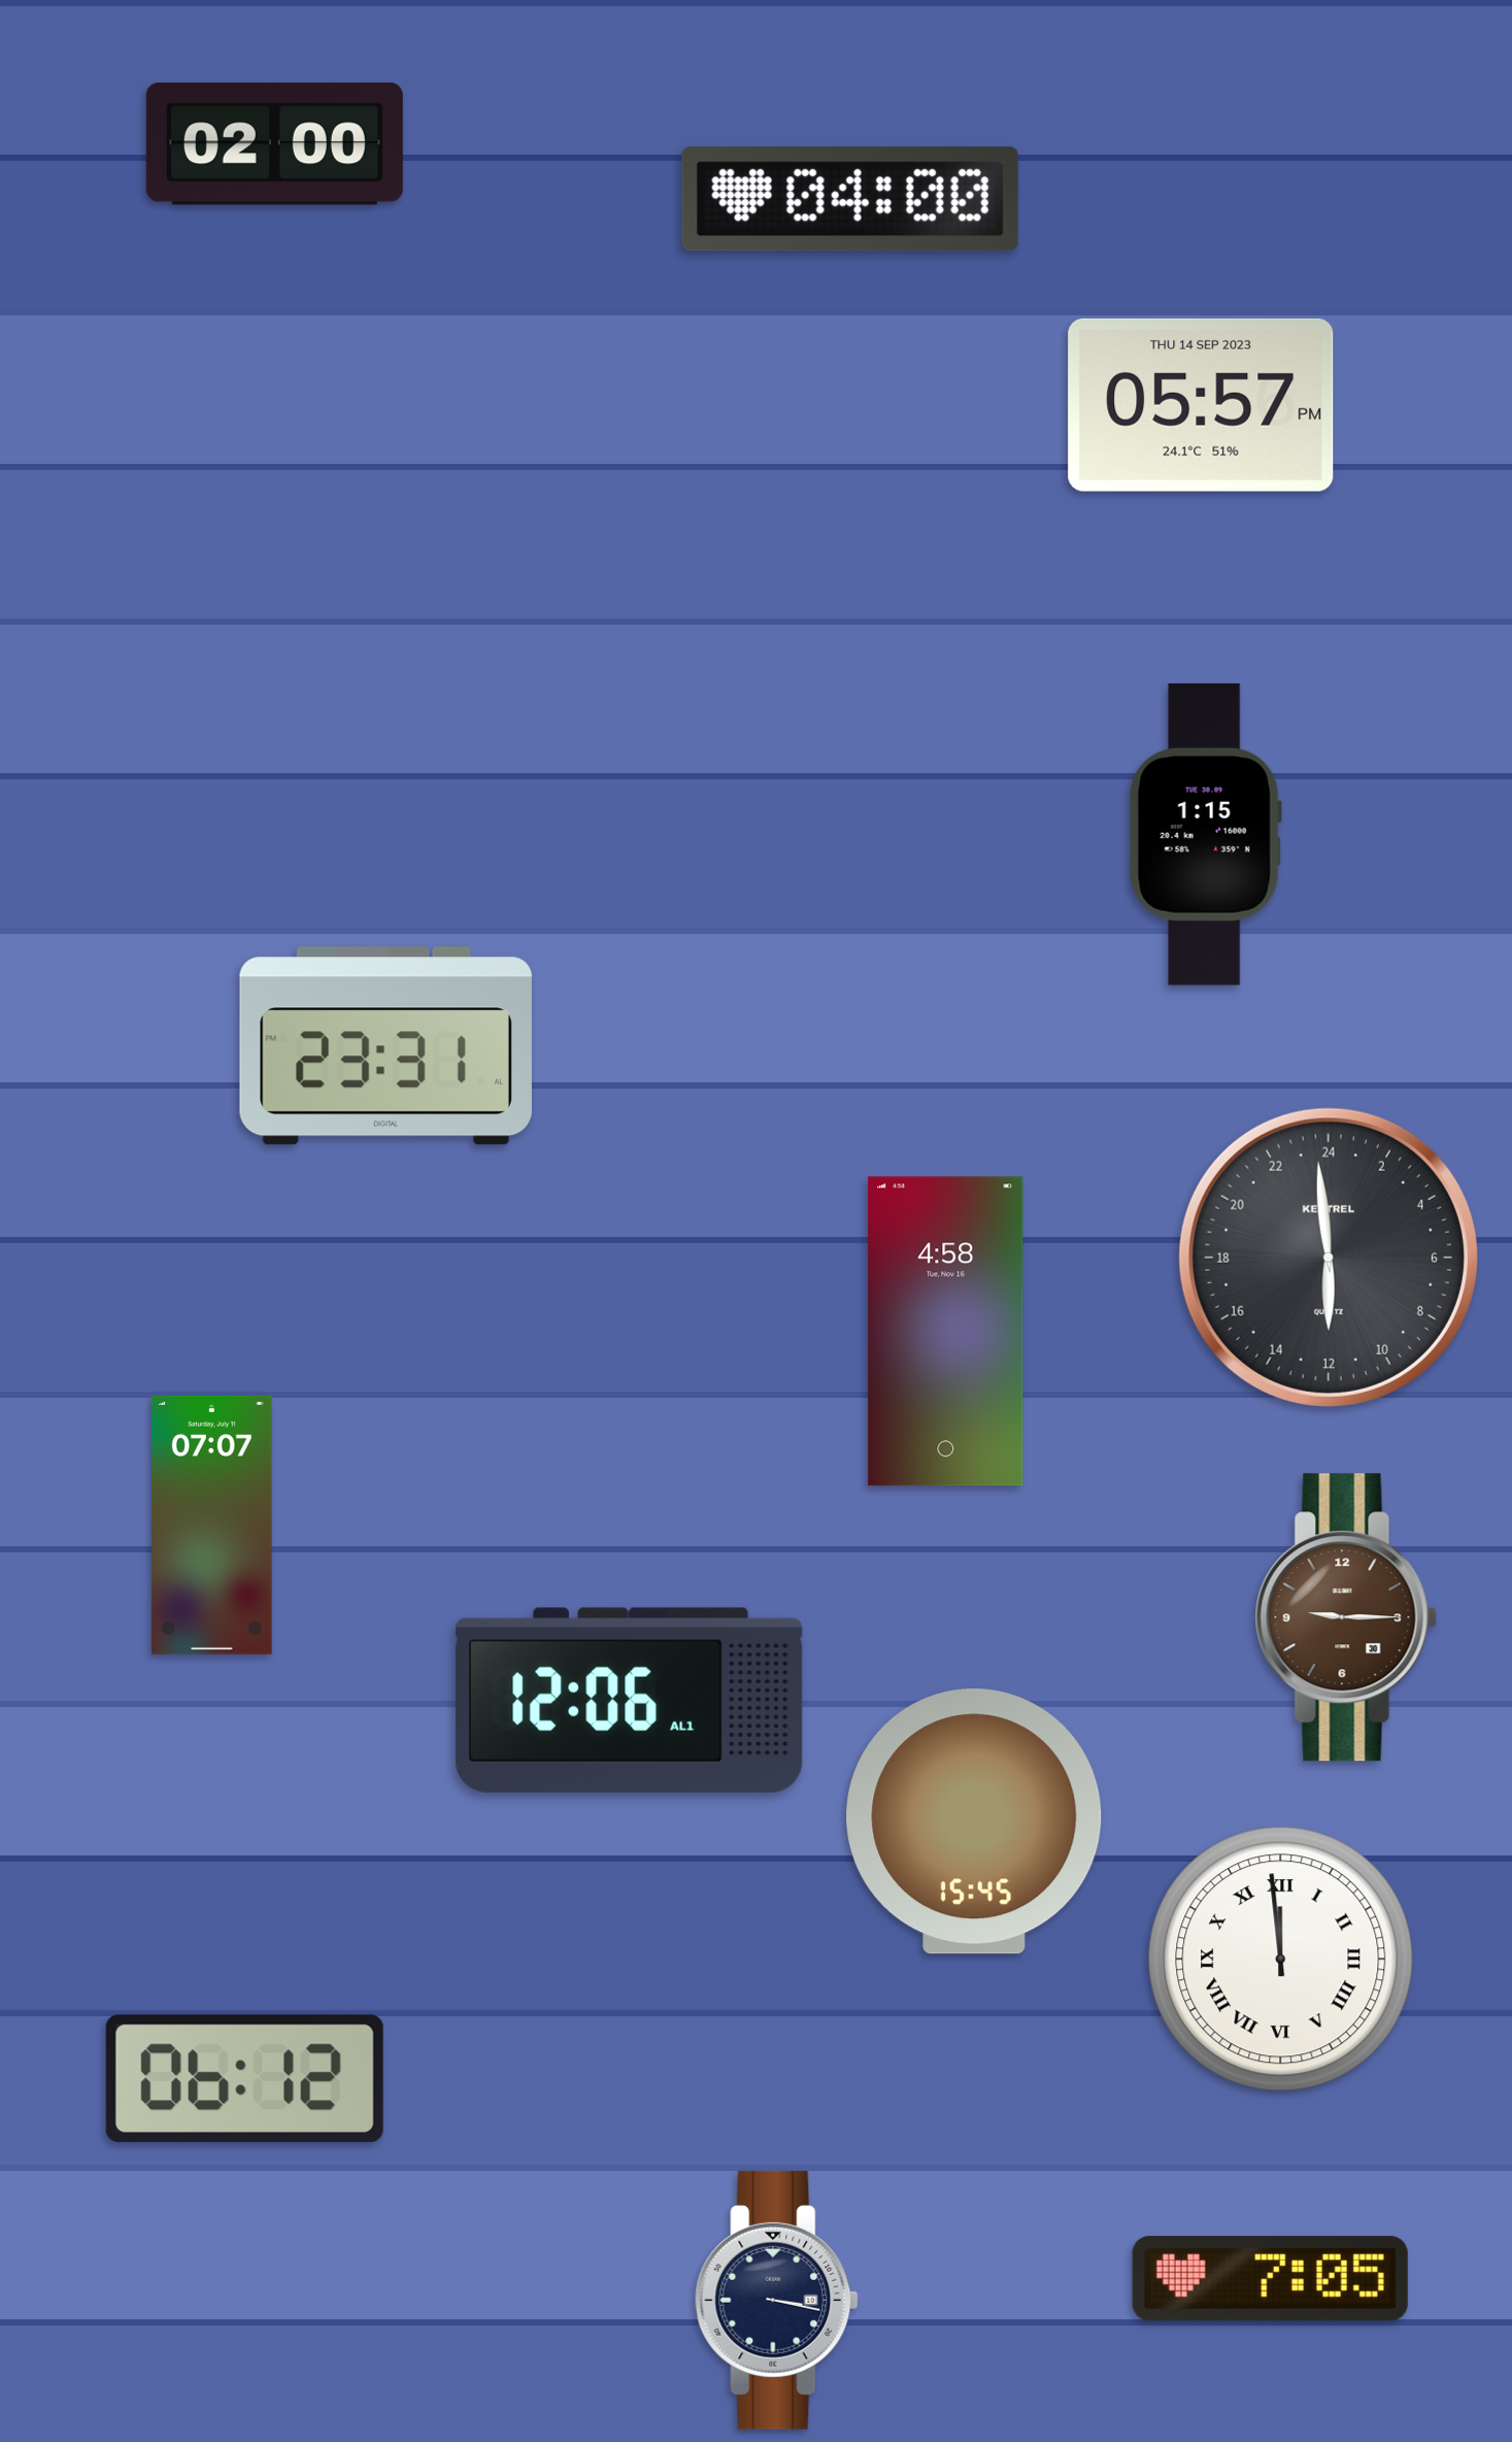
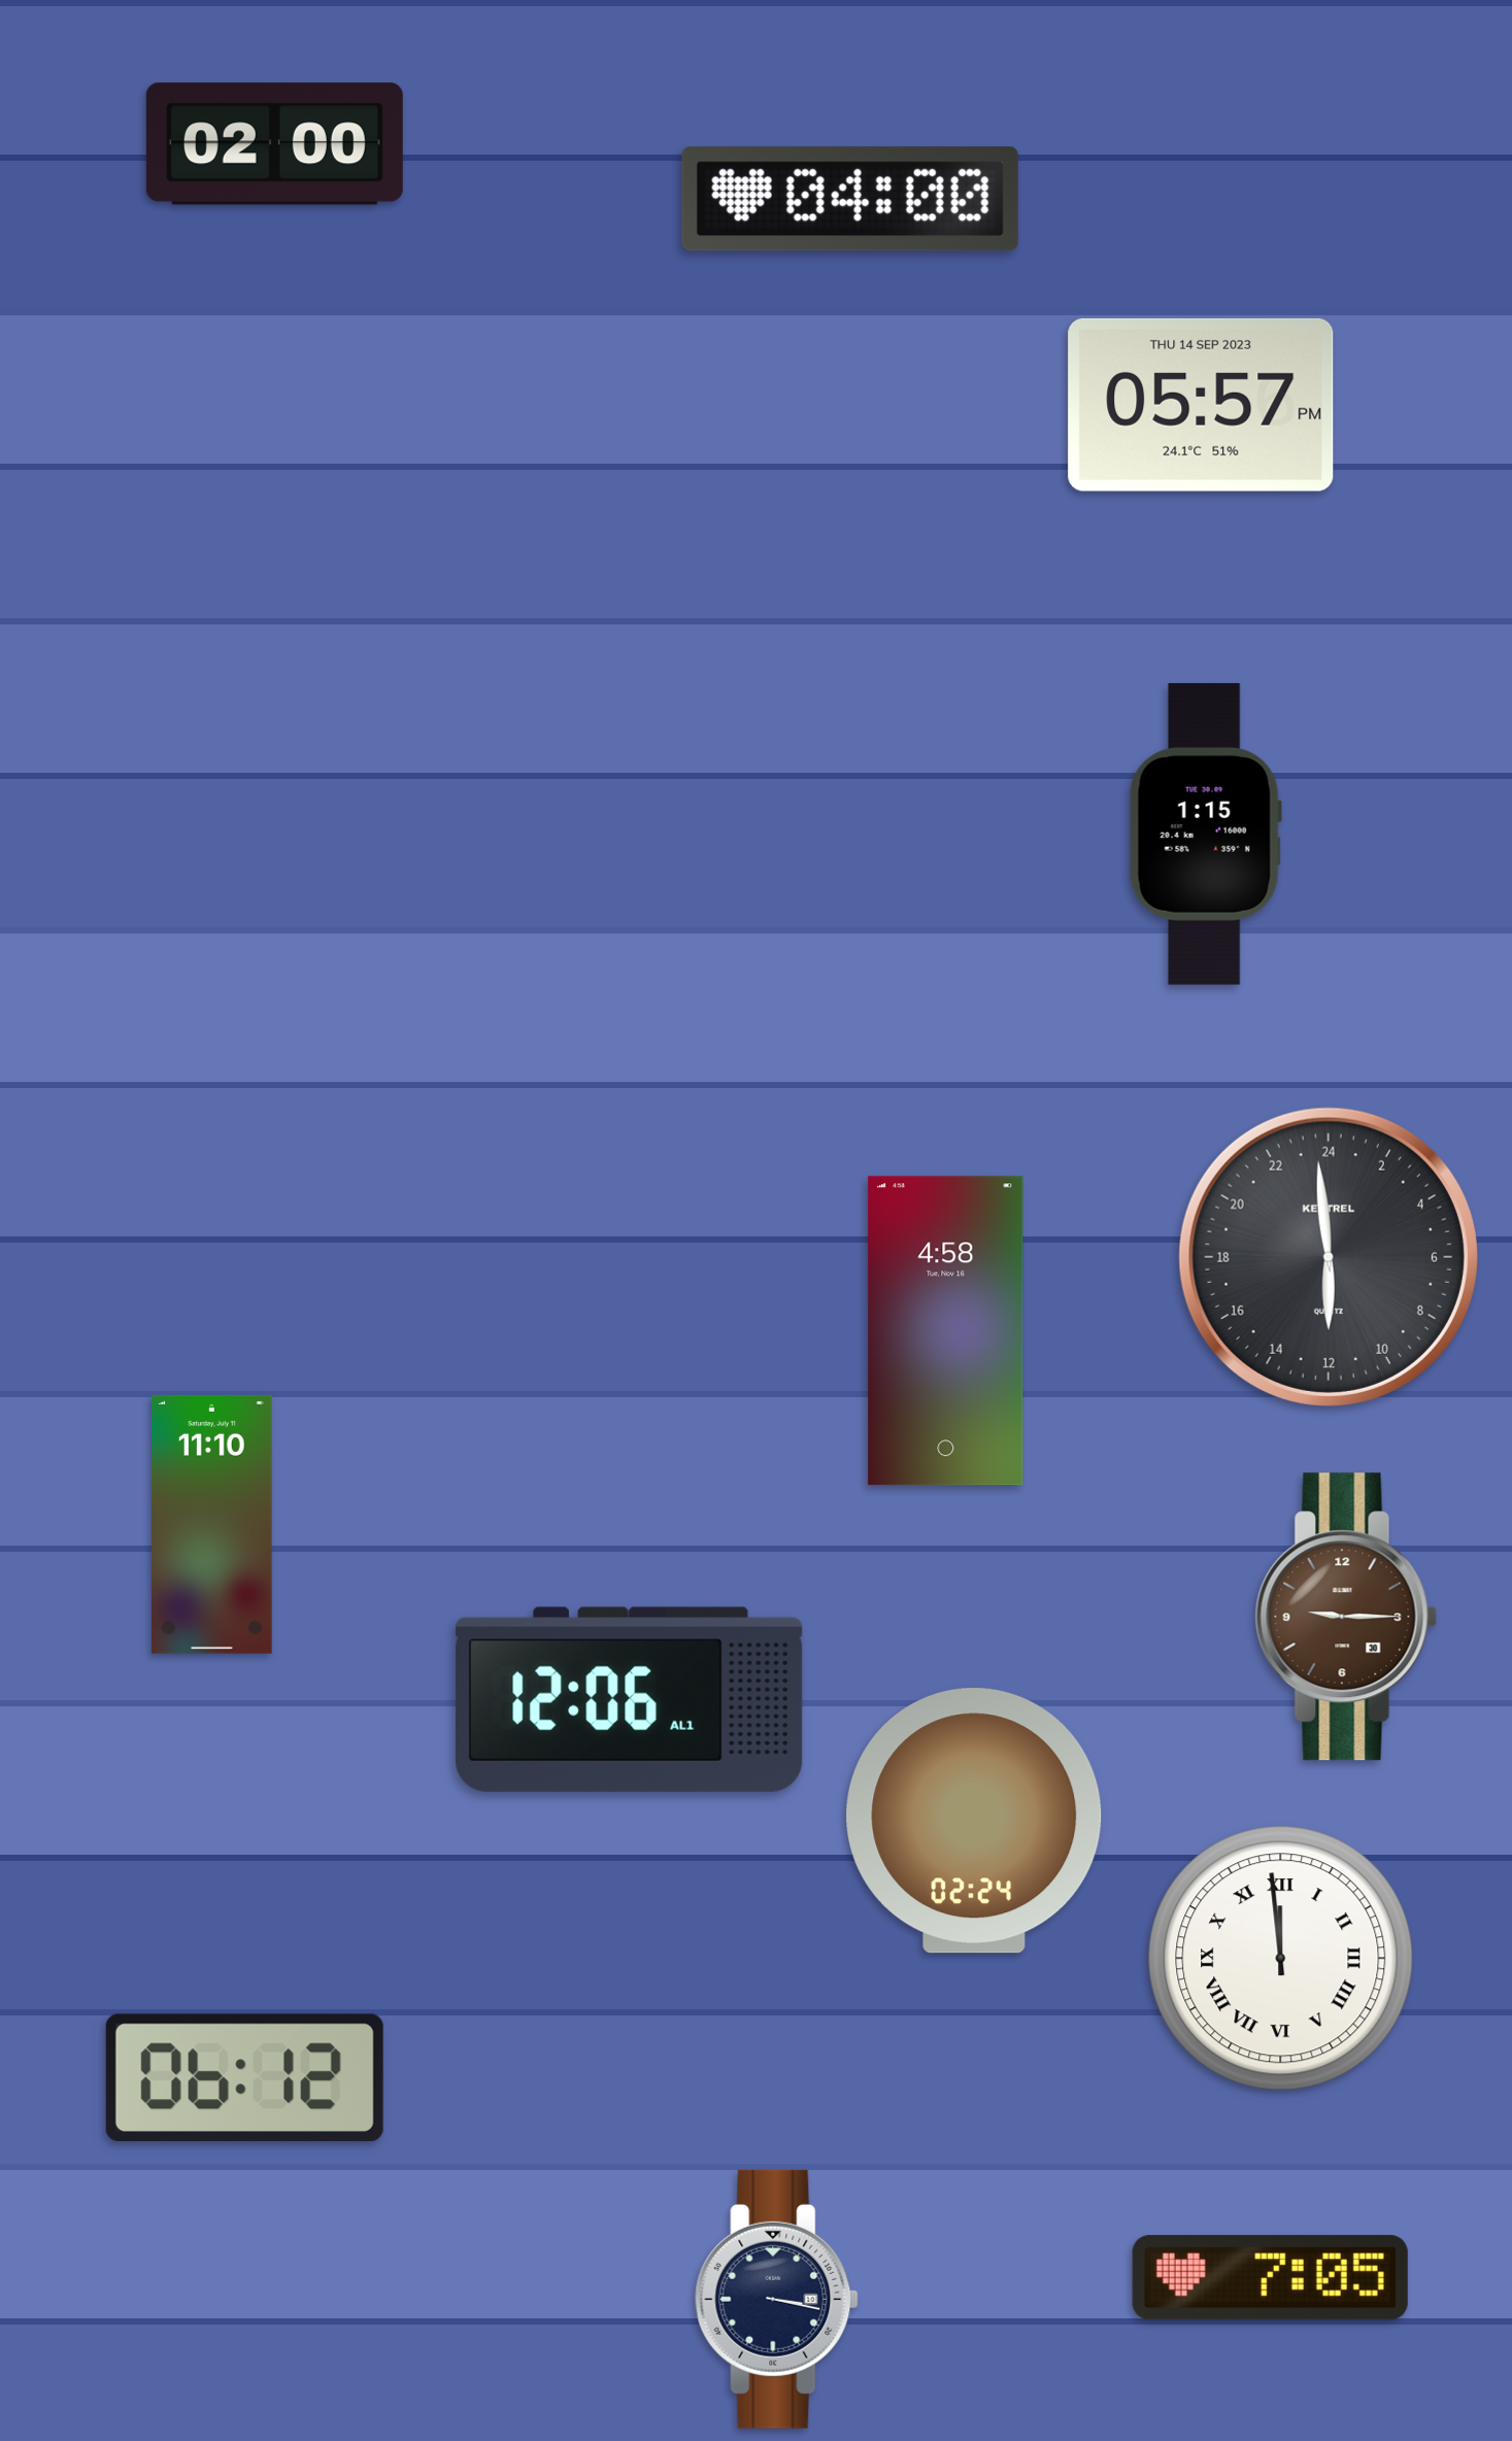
clock at (385, 1046): 23:31 -> none
clock at (212, 1525): 07:07 -> 11:10
clock at (974, 1821): 15:45 -> 02:24
